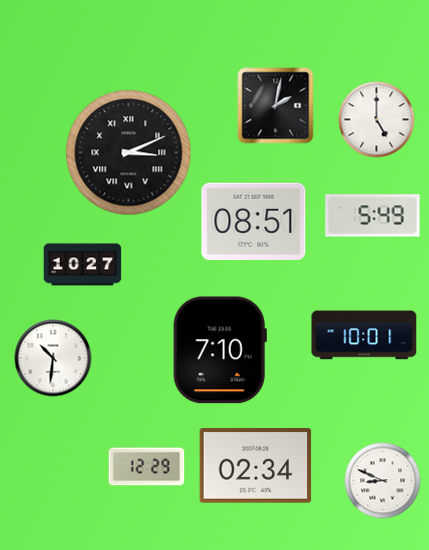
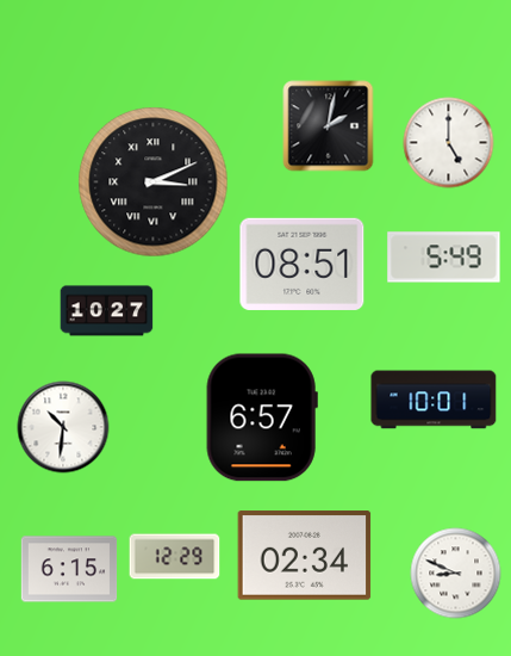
clock at (83, 265) position: (83, 265) -> (107, 311)
clock at (220, 350): 7:10 -> 6:57
clock at (69, 569): none -> 6:15
